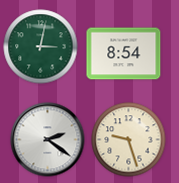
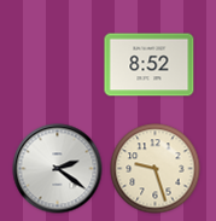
clock at (41, 47): 3:02 -> none
clock at (124, 54): 8:54 -> 8:52
